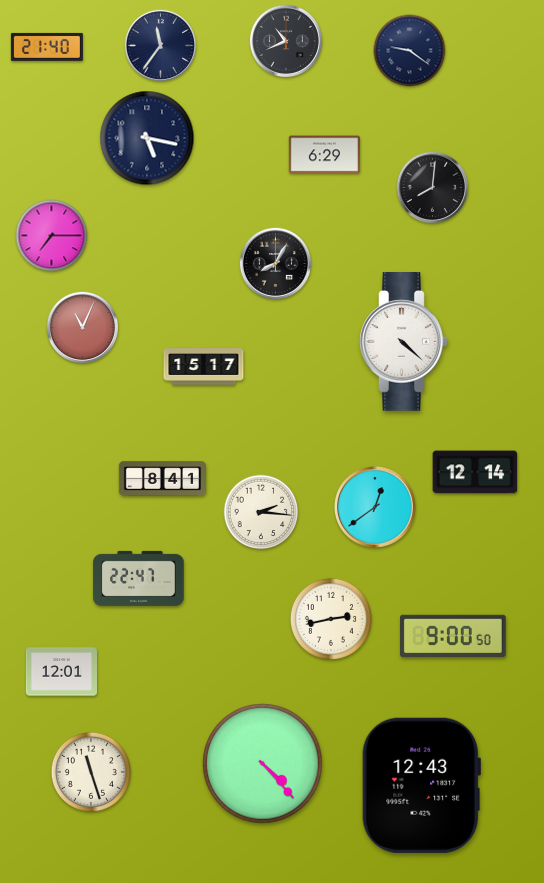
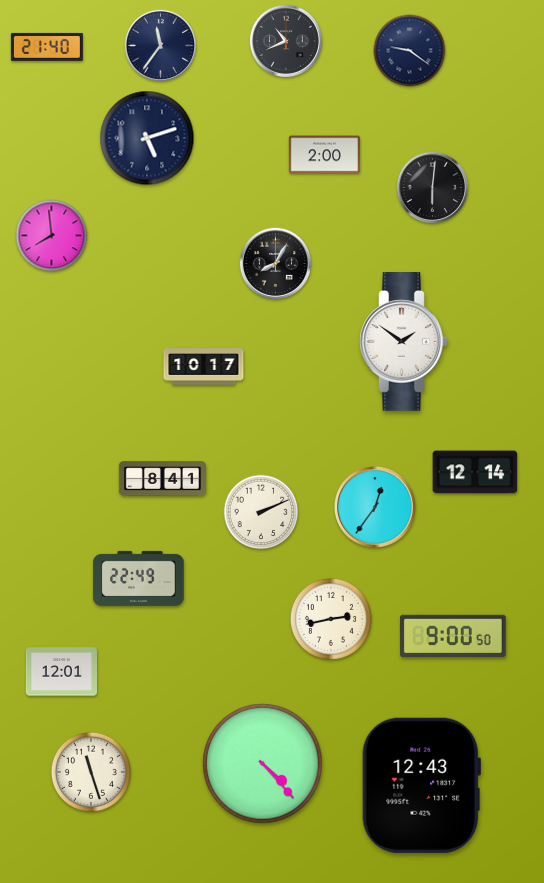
clock at (147, 138): 5:17 -> 5:12
clock at (324, 155): 6:29 -> 2:00
clock at (432, 187): 8:01 -> 6:01
clock at (52, 236): 7:15 -> 7:59
clock at (82, 327): 11:04 -> none
clock at (404, 342): 4:22 -> 1:51
clock at (204, 367): 15:17 -> 10:17
clock at (375, 507): 12:39 -> 12:36
clock at (261, 512): 2:16 -> 2:11
clock at (139, 578): 22:47 -> 22:49
